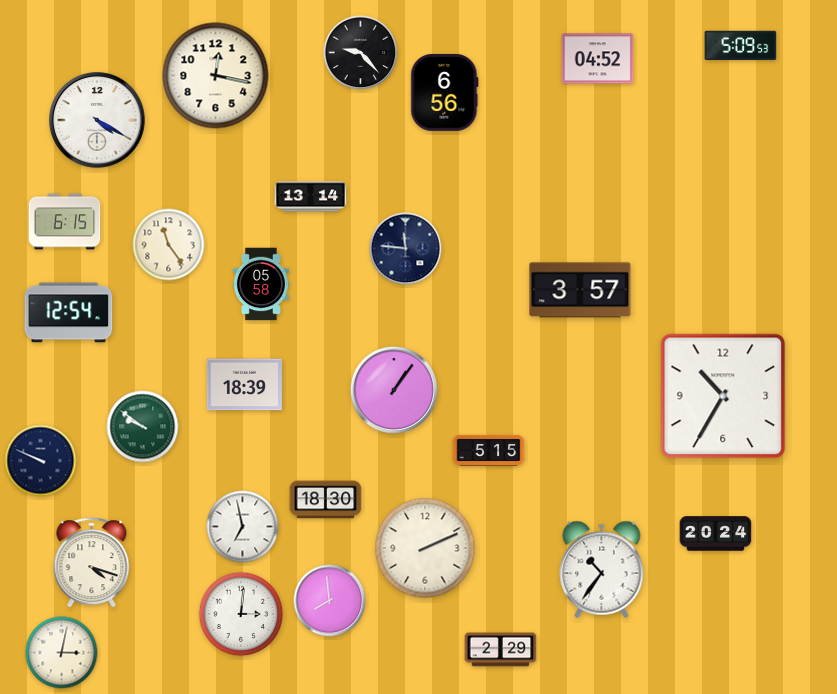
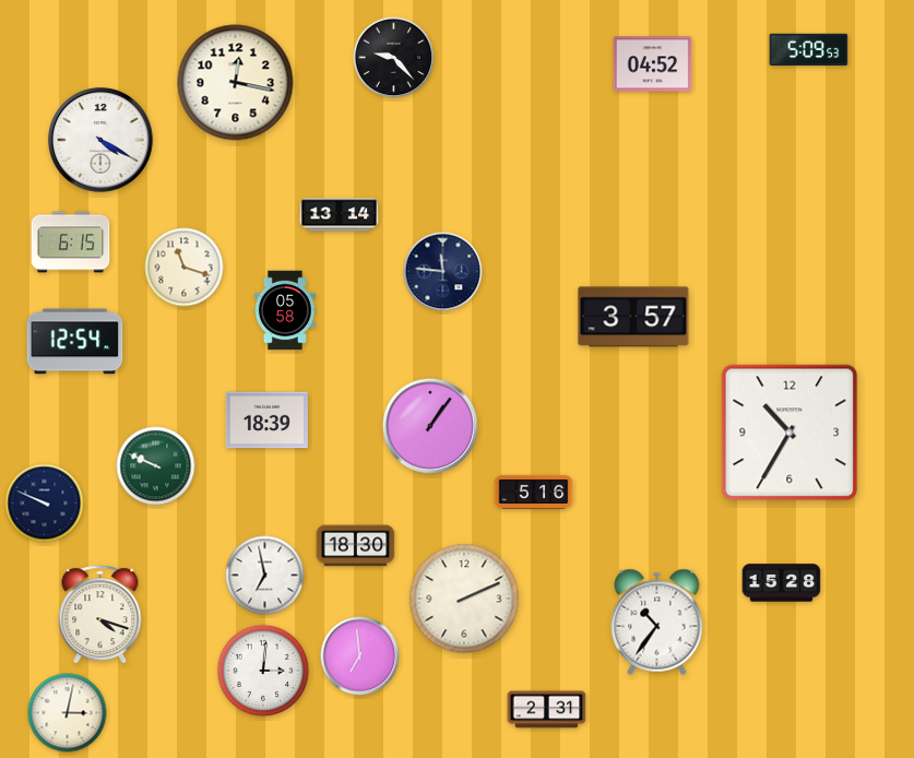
clock at (445, 92): 6:56 -> none
clock at (97, 120) position: (97, 120) -> (100, 140)
clock at (169, 245): 11:24 -> 11:18
clock at (143, 427): 9:51 -> 9:49
clock at (489, 450): 5:15 -> 5:16
clock at (716, 534): 20:24 -> 15:28
clock at (330, 601): 7:59 -> 6:59
clock at (501, 650): 2:29 -> 2:31
